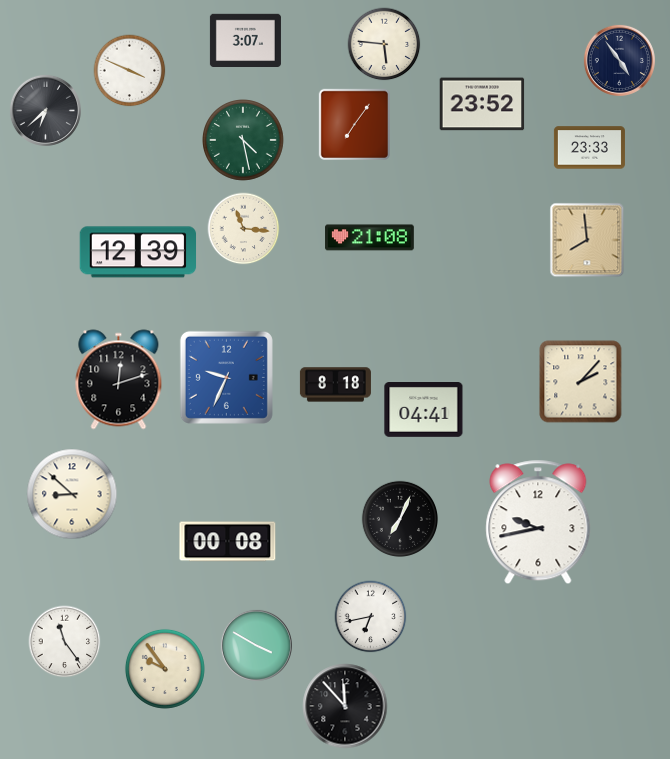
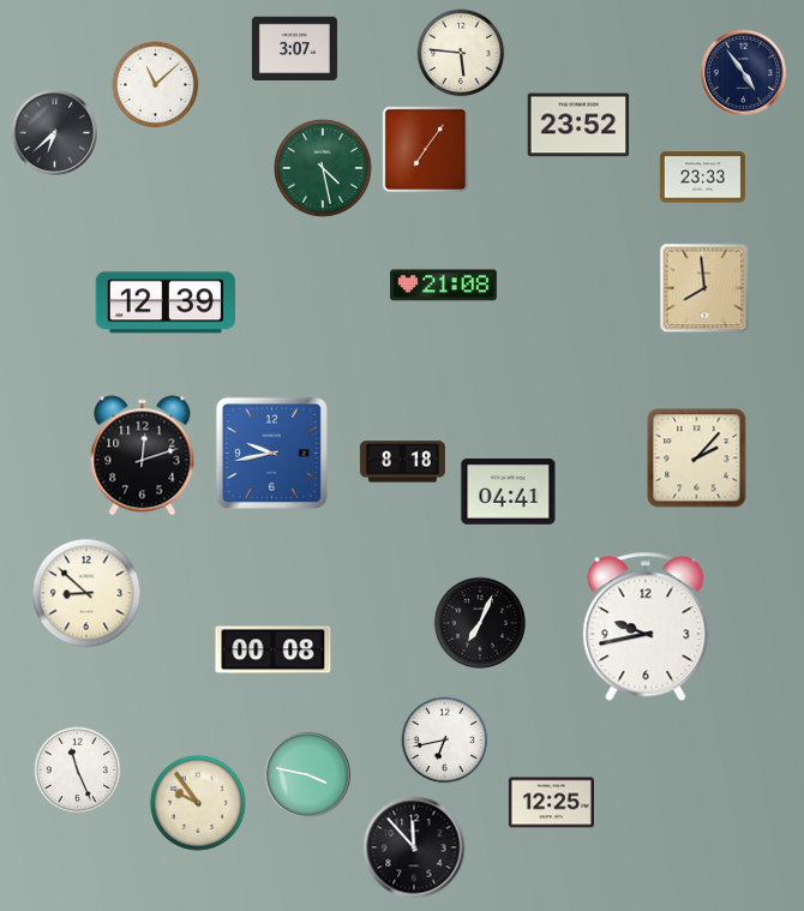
clock at (130, 71): 3:49 -> 11:08
clock at (244, 141) position: (244, 141) -> (324, 169)
clock at (589, 148) position: (589, 148) -> (702, 178)
clock at (244, 229): 11:16 -> none
clock at (226, 377): 9:34 -> 9:43
clock at (65, 642): 11:24 -> 11:26
clock at (256, 645): 3:50 -> 3:47
clock at (551, 803): none -> 12:25
